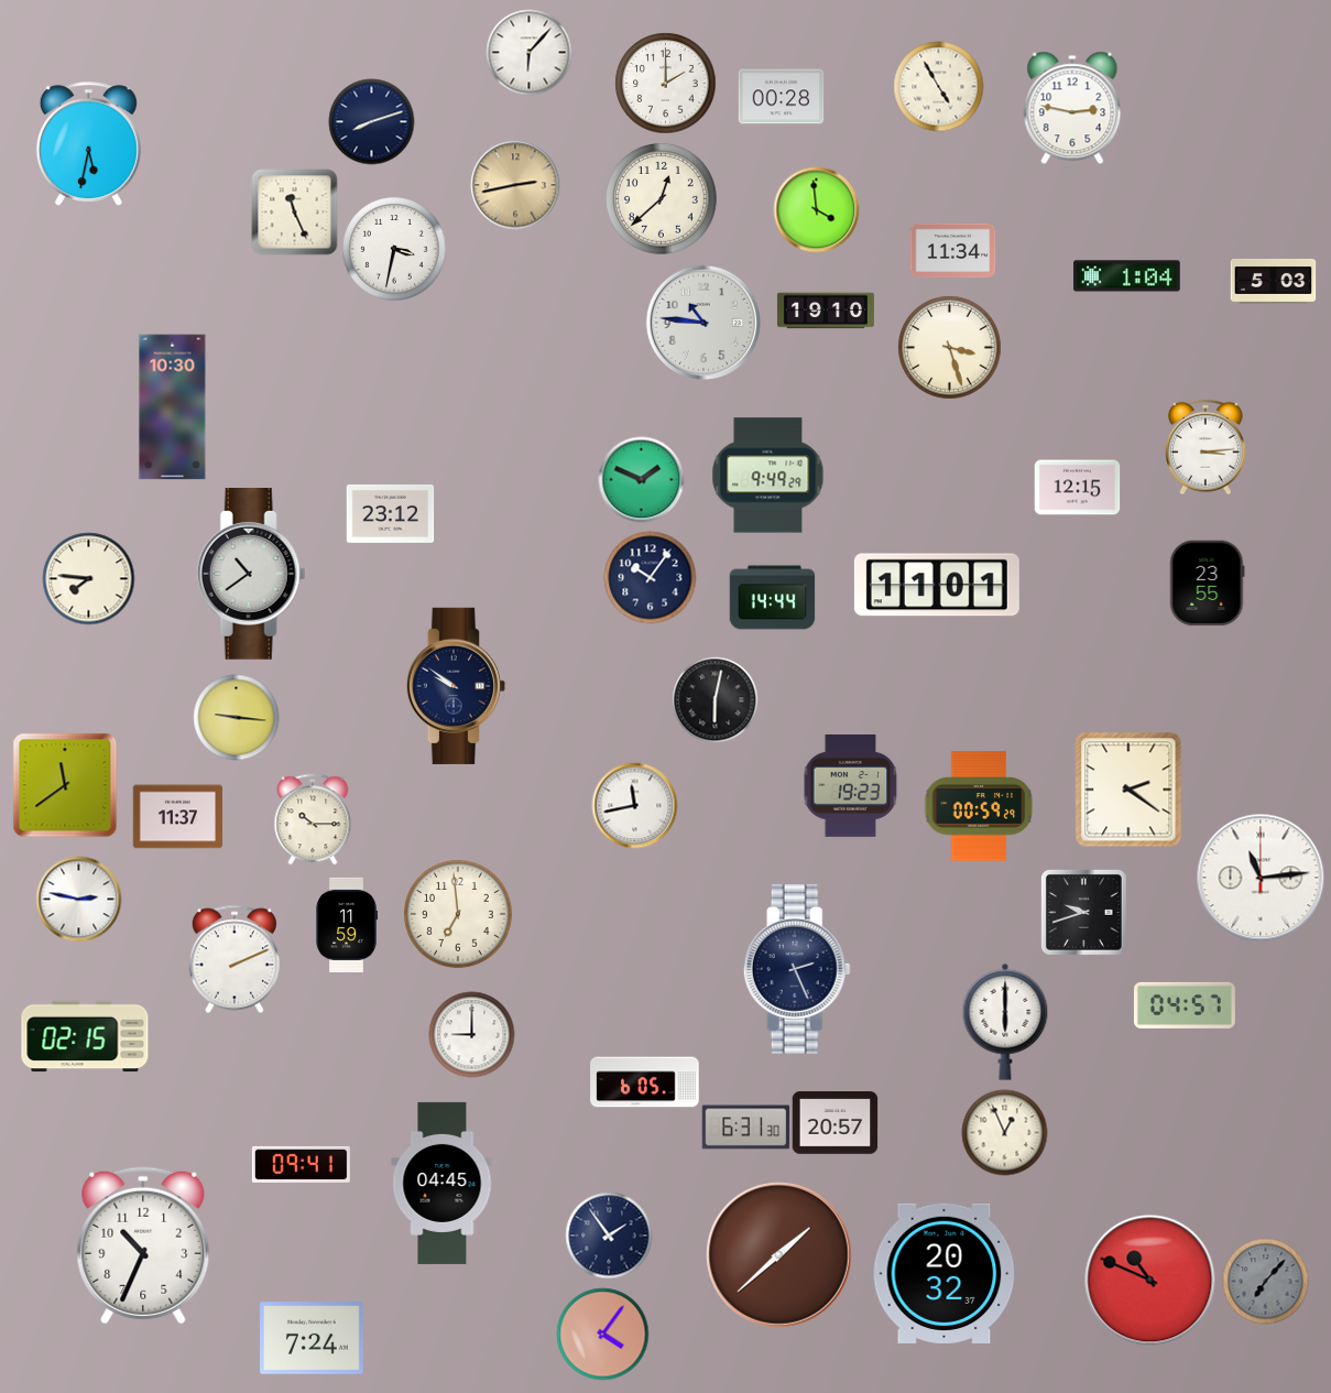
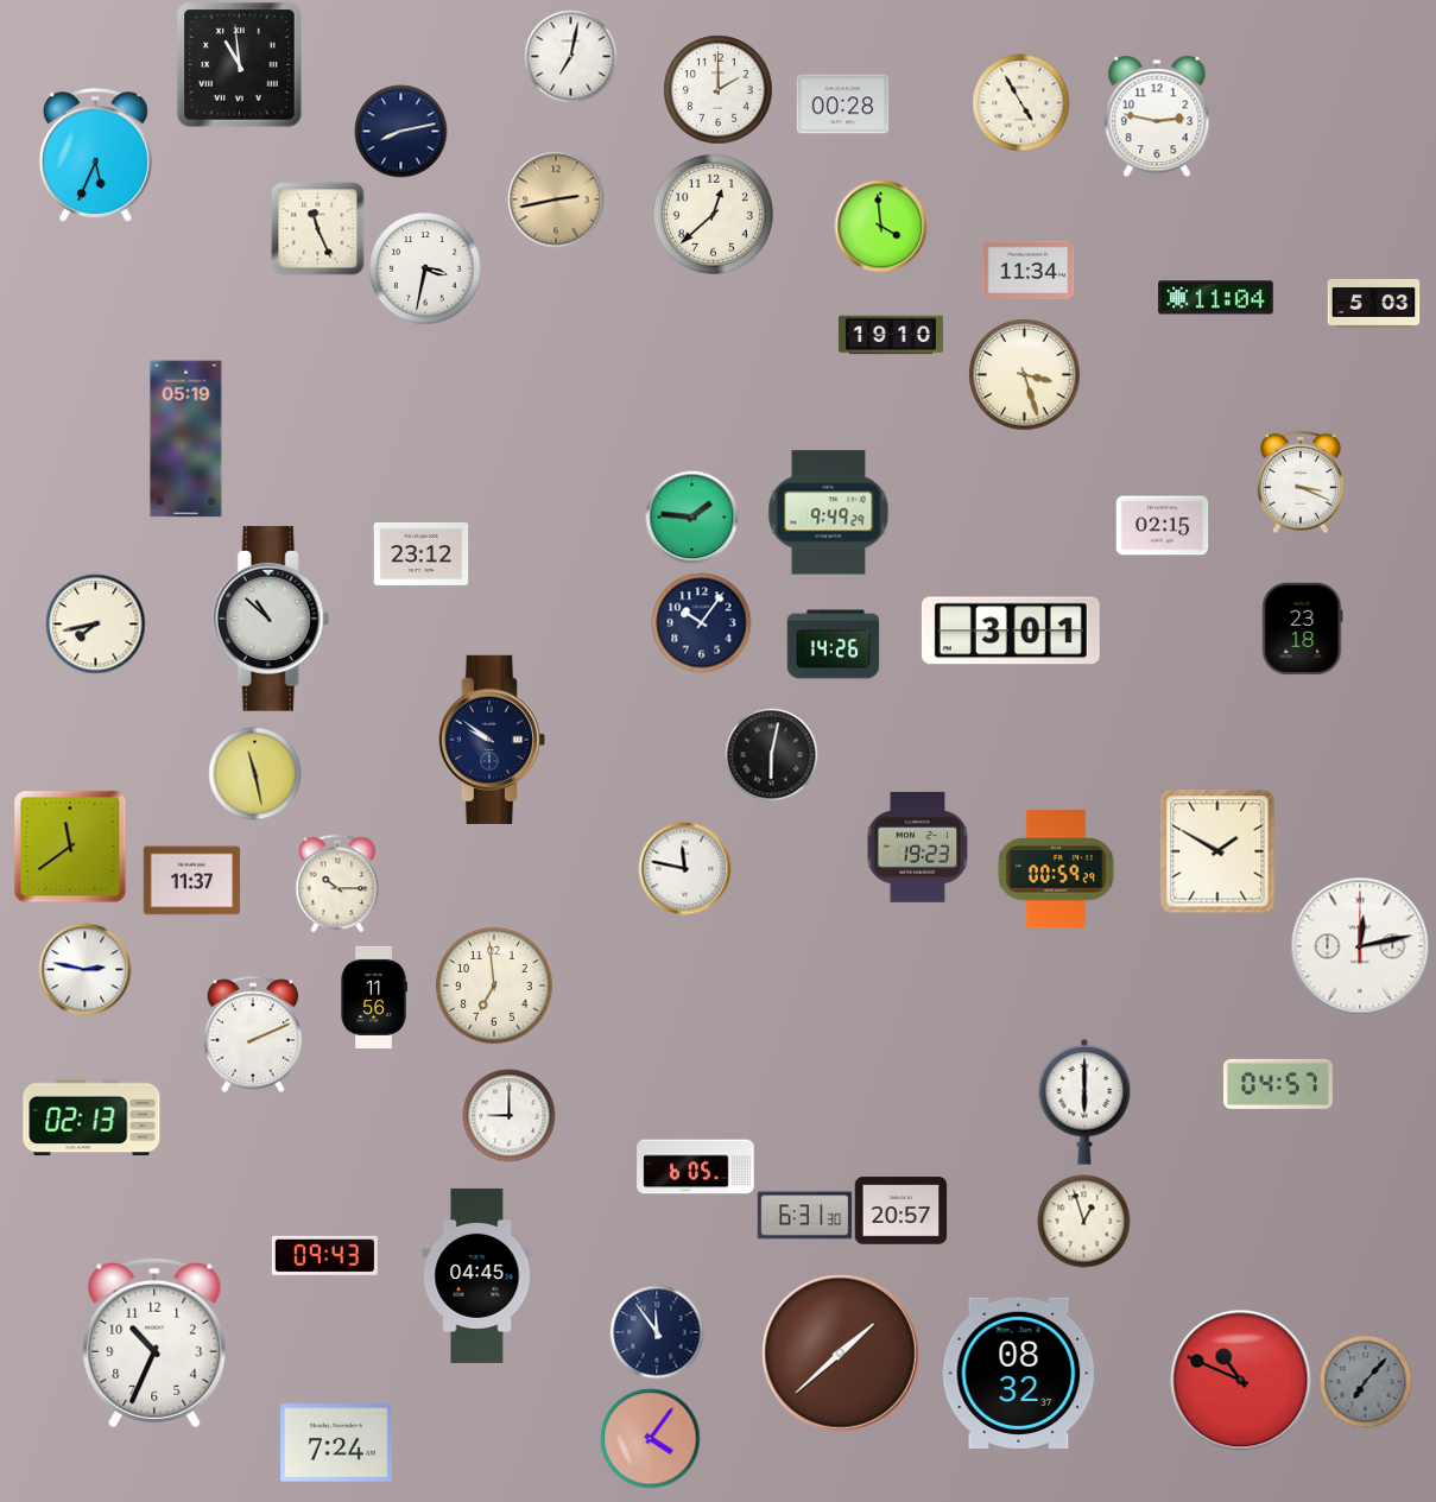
clock at (528, 52): 6:07 -> 7:02
clock at (240, 65): none -> 10:59
clock at (938, 86) position: (938, 86) -> (1020, 102)
clock at (371, 121): 8:12 -> 8:13
clock at (88, 143): 5:32 -> 5:34
clock at (1127, 276): 1:04 -> 11:04
clock at (702, 322): 10:46 -> none
clock at (173, 407): 10:30 -> 05:19
clock at (1205, 447): 3:14 -> 3:19
clock at (641, 479): 1:49 -> 1:46
clock at (1077, 488): 12:15 -> 02:15
clock at (251, 575): 10:39 -> 10:52
clock at (88, 578): 7:46 -> 7:43
clock at (1208, 583): 23:55 -> 23:18
clock at (937, 585): 11:01 -> 3:01
clock at (772, 598): 14:44 -> 14:26
clock at (236, 717): 9:16 -> 11:28
clock at (1128, 790): 2:21 -> 1:50
clock at (634, 805): 11:43 -> 11:47
clock at (1261, 878): 11:14 -> 12:13
clock at (1083, 912): 9:42 -> none
clock at (347, 925): 11:59 -> 11:56
clock at (797, 969): 2:26 -> none
clock at (85, 1036): 02:15 -> 02:13
clock at (1004, 1132): 12:56 -> 12:57
clock at (301, 1164): 09:41 -> 09:43
clock at (609, 1236): 1:54 -> 11:54
clock at (945, 1273): 20:32 -> 08:32
